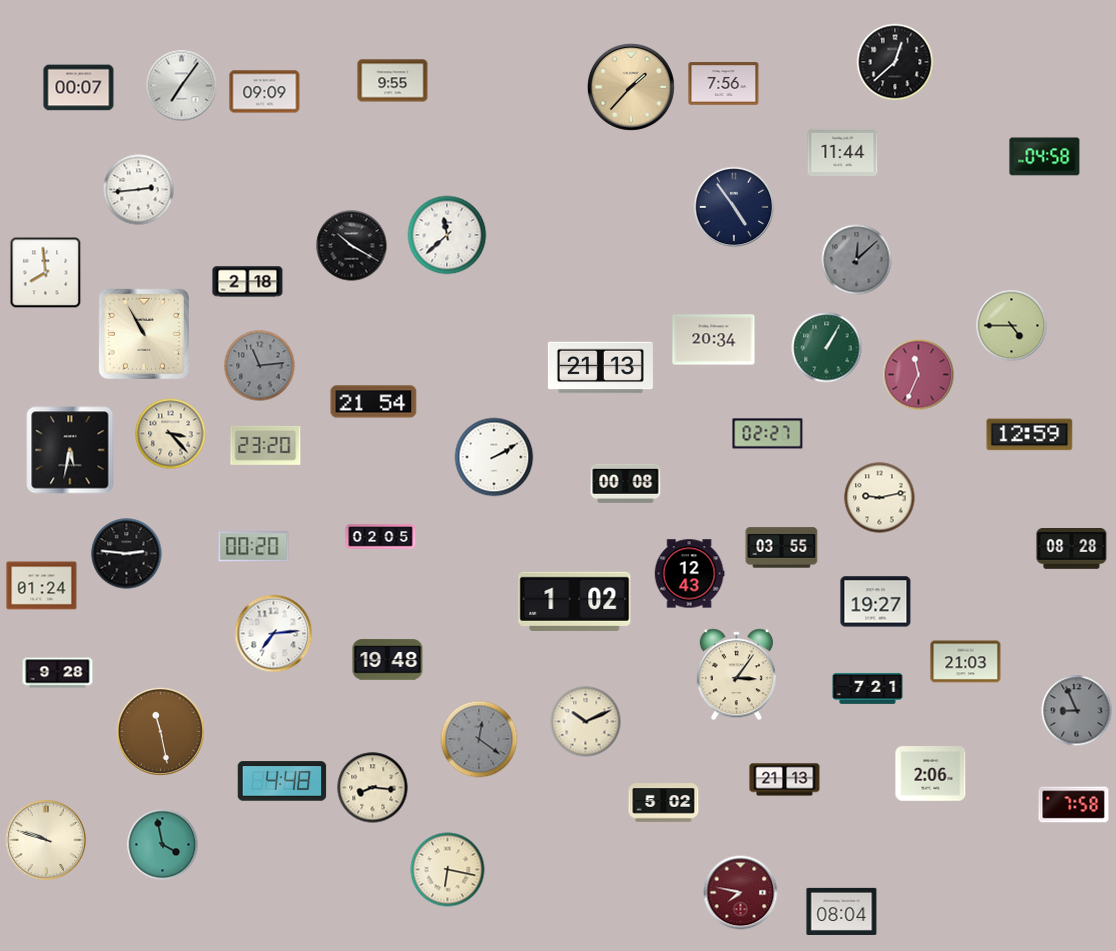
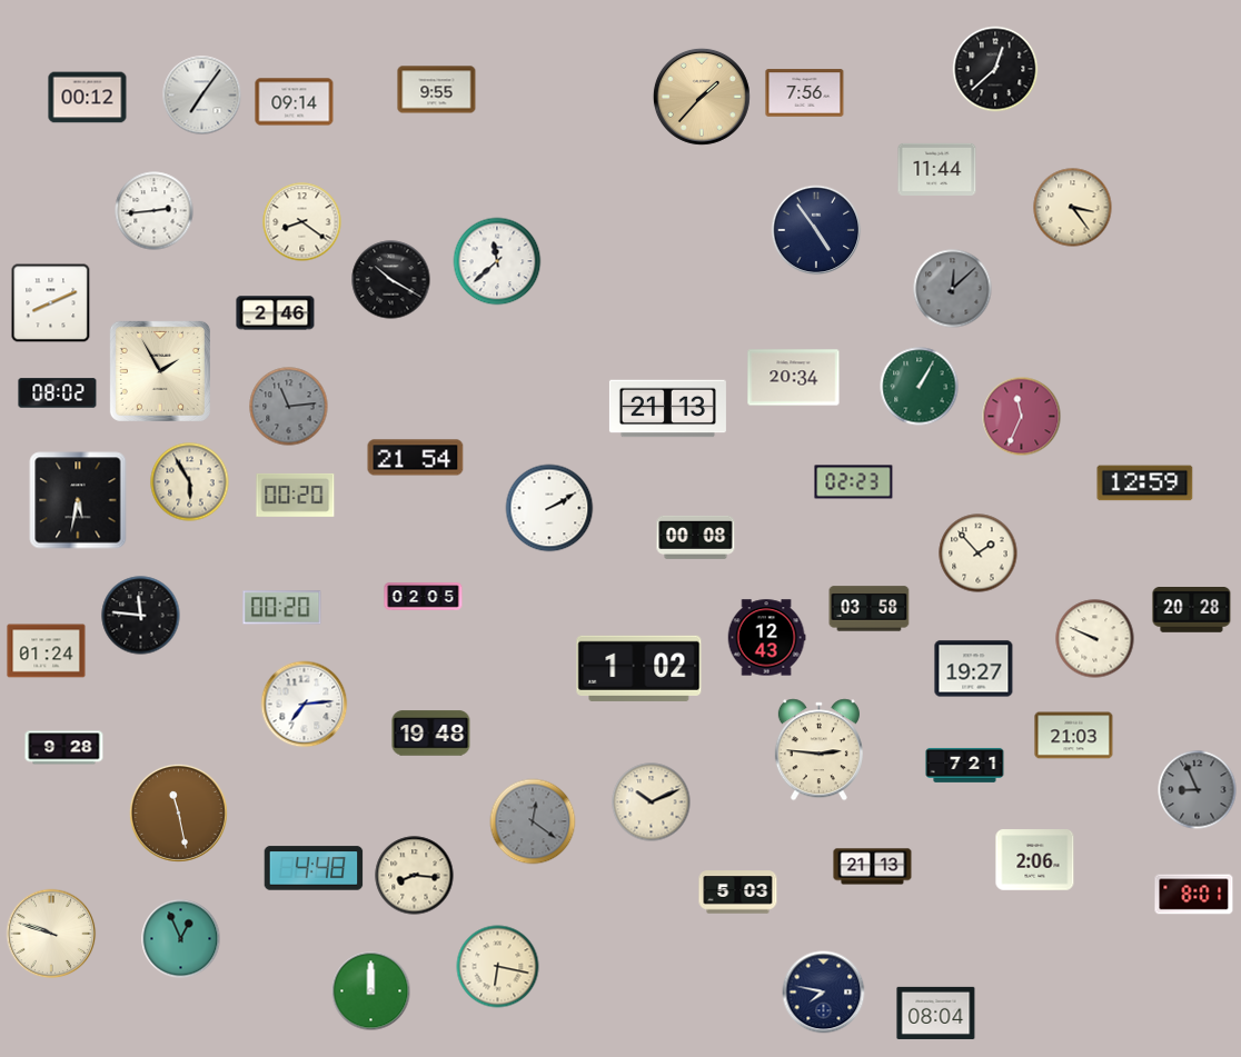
clock at (79, 88): 00:07 -> 00:12
clock at (265, 92): 09:09 -> 09:14
clock at (1045, 157): 04:58 -> none
clock at (1073, 208): none -> 3:24
clock at (302, 222): none -> 8:21
clock at (352, 246) position: (352, 246) -> (391, 280)
clock at (46, 273): 7:59 -> 8:11
clock at (248, 282): 2:18 -> 2:46
clock at (1012, 326): 4:45 -> none
clock at (144, 334): 10:55 -> 1:55
clock at (58, 393): none -> 08:02
clock at (374, 402) position: (374, 402) -> (416, 458)
clock at (171, 434): 3:23 -> 5:55
clock at (768, 434): 02:27 -> 02:23
clock at (266, 445): 23:20 -> 00:20
clock at (880, 498): 9:13 -> 1:53
clock at (782, 548): 03:55 -> 03:58
clock at (1072, 549): 08:28 -> 20:28
clock at (127, 554): 2:46 -> 11:46
clock at (1095, 639): none -> 9:49
clock at (736, 675): 3:06 -> 2:46
clock at (664, 803): 5:02 -> 5:03
clock at (1074, 805): 7:58 -> 8:01
clock at (163, 845): 3:58 -> 12:56
clock at (371, 991): none -> 12:00
clock at (741, 893) dial: burgundy -> navy
